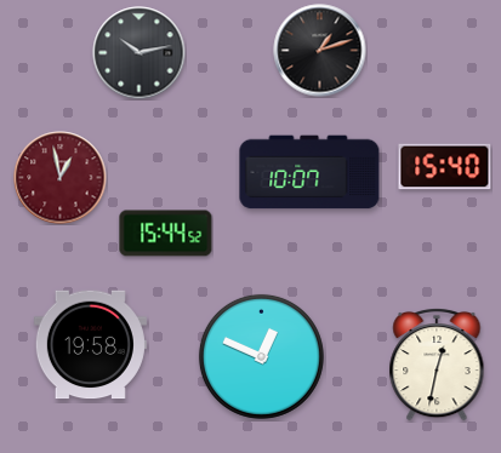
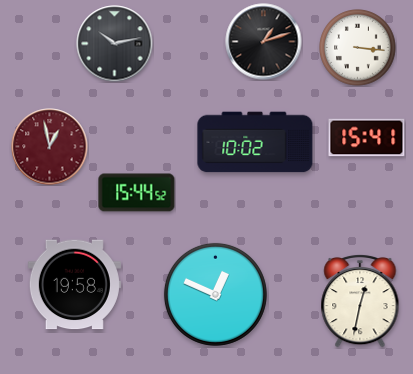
clock at (358, 48): none -> 3:16
clock at (445, 167): 15:40 -> 15:41
clock at (309, 172): 10:07 -> 10:02
